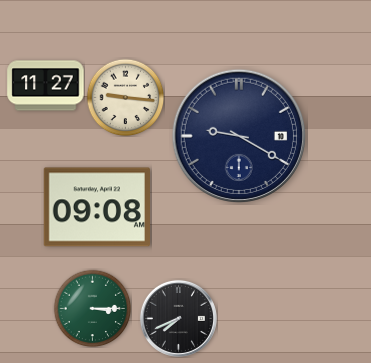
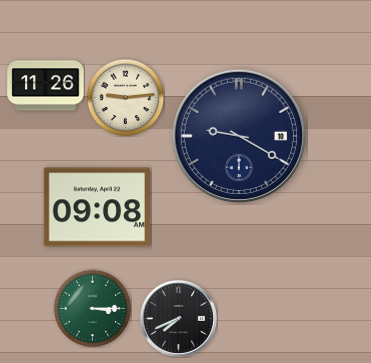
clock at (46, 86): 11:27 -> 11:26
clock at (125, 97): 9:16 -> 9:14
